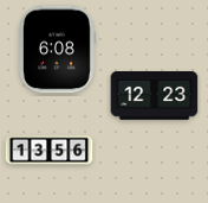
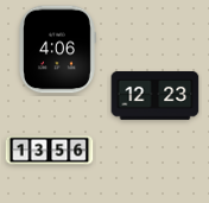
clock at (58, 50): 6:08 -> 4:06
